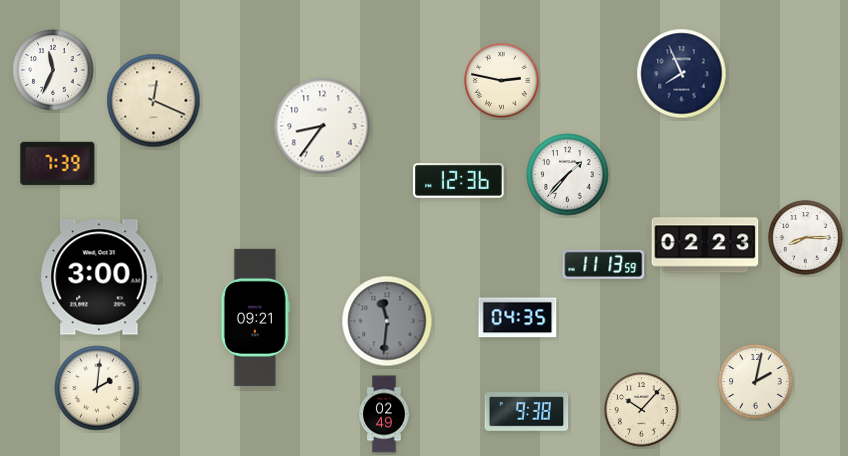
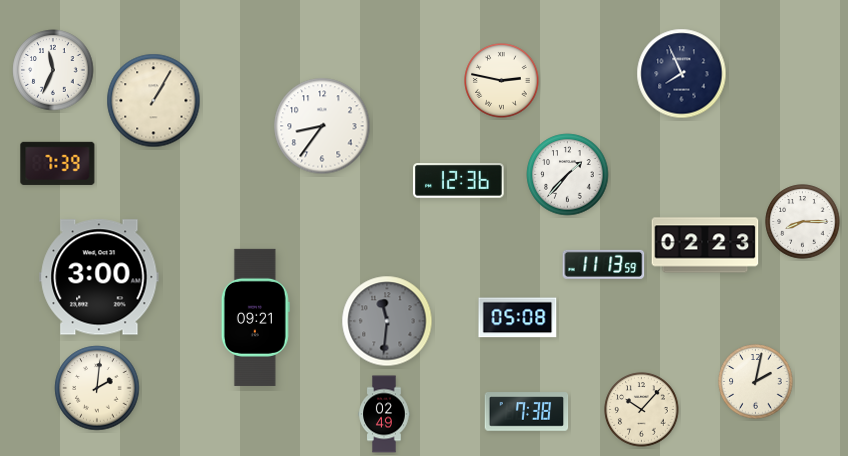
clock at (154, 101): 12:19 -> 1:05
clock at (806, 238) position: (806, 238) -> (803, 222)
clock at (518, 318): 04:35 -> 05:08
clock at (527, 412): 9:38 -> 7:38
